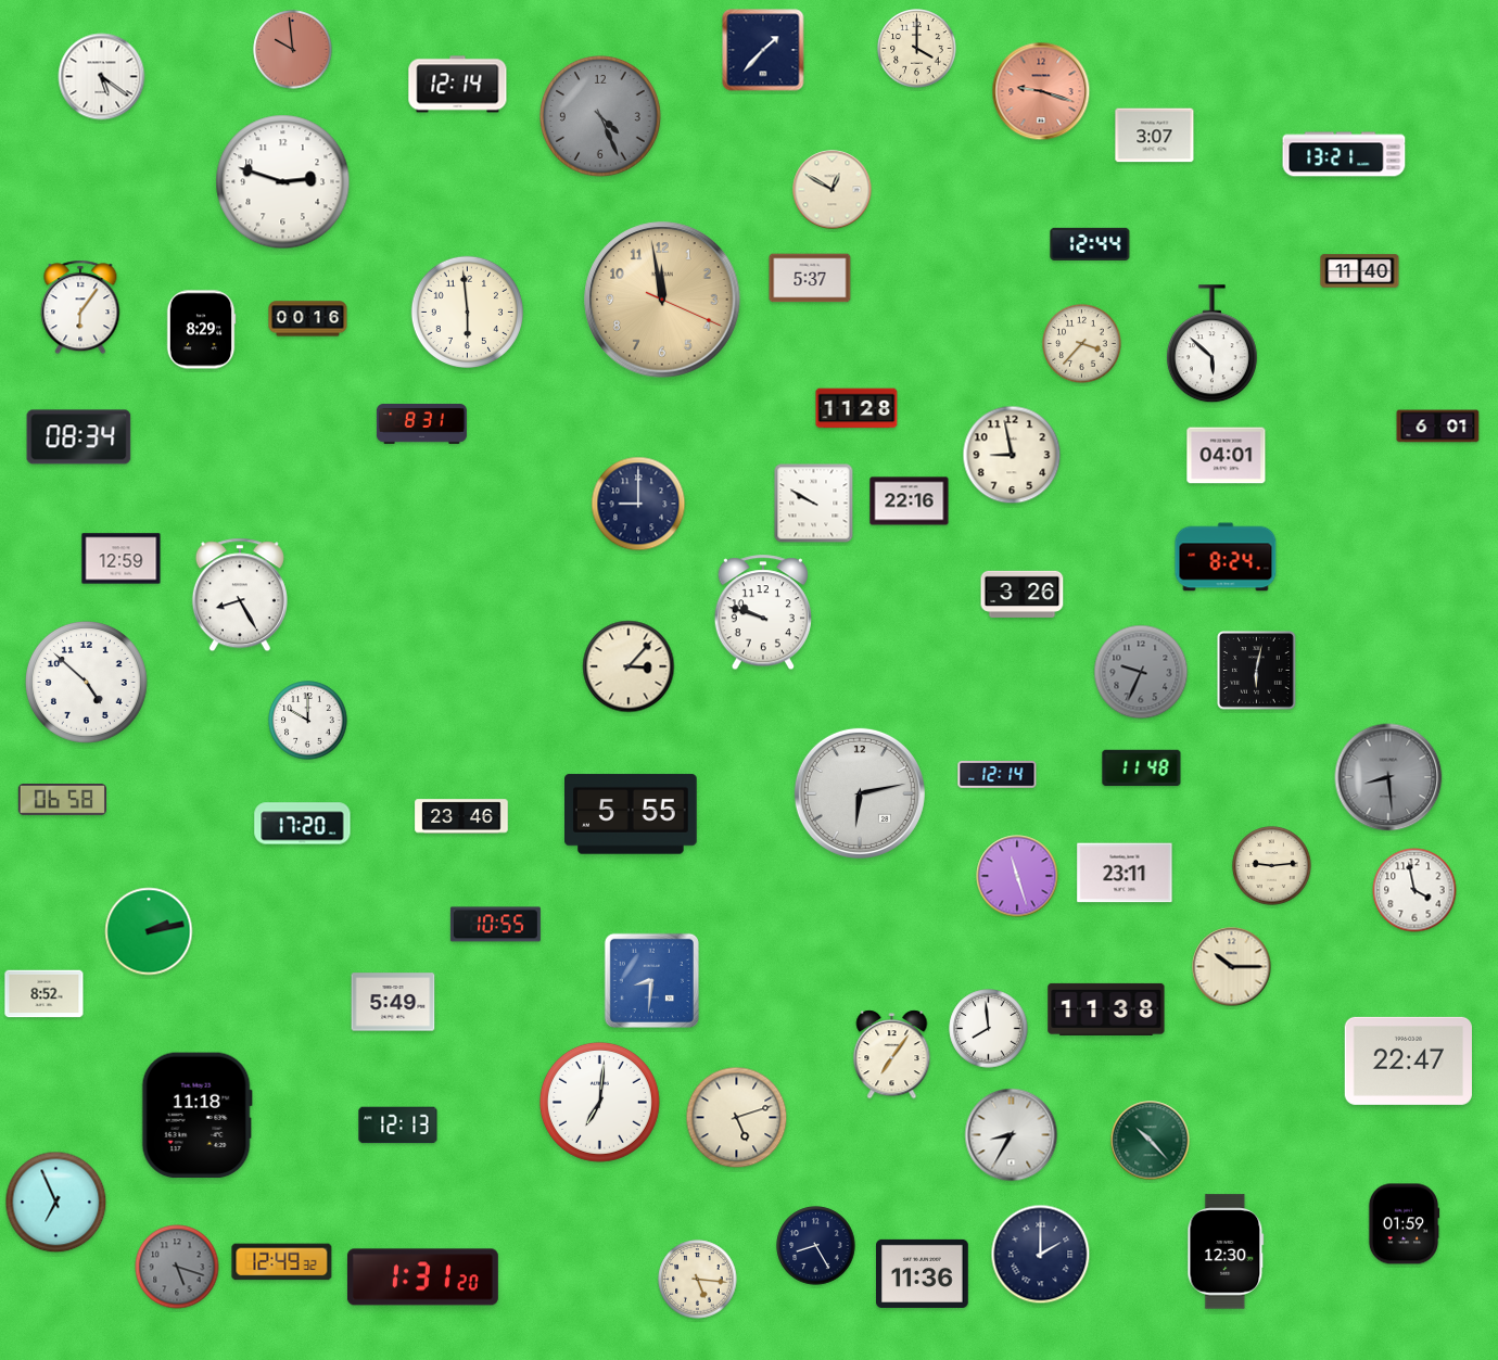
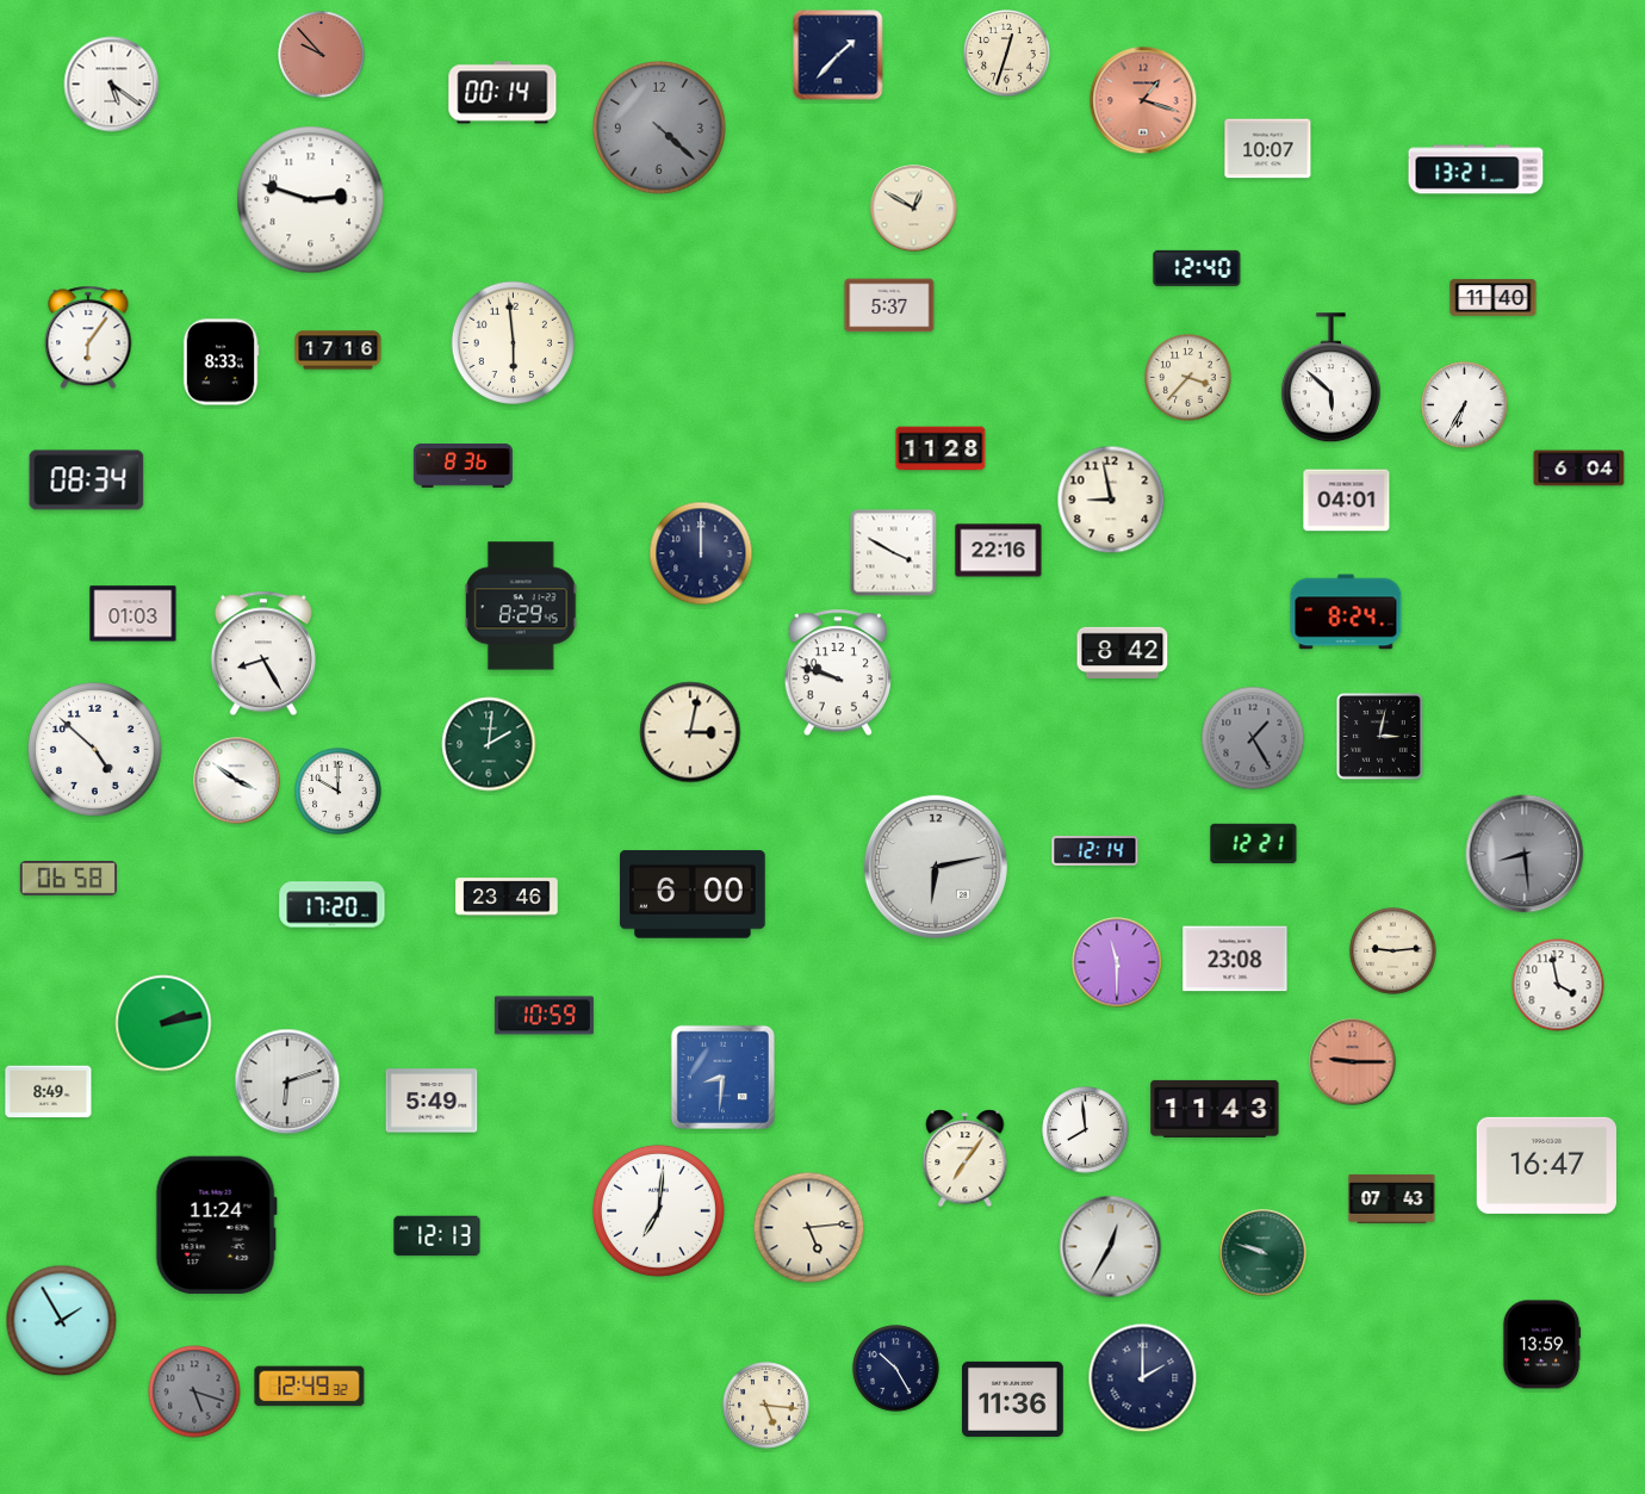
clock at (917, 49): 4:00 -> 12:33
clock at (293, 50): 9:59 -> 9:53
clock at (458, 85): 12:14 -> 00:14
clock at (1041, 91): 9:18 -> 1:18
clock at (600, 116): 4:26 -> 4:22
clock at (1155, 136): 3:07 -> 10:07
clock at (1090, 244): 12:44 -> 12:40
clock at (662, 300): 11:58 -> none
clock at (308, 319): 00:16 -> 17:16
clock at (201, 330): 8:29 -> 8:33
clock at (1465, 405): none -> 6:35
clock at (421, 424): 8:31 -> 8:36
clock at (1438, 427): 6:01 -> 6:04
clock at (638, 504): 9:00 -> 12:00
clock at (814, 504): 9:50 -> 3:50
clock at (522, 606): none -> 8:29
clock at (122, 559): 12:59 -> 01:03
clock at (1023, 594): 3:26 -> 8:42
clock at (629, 666): 3:07 -> 3:02
clock at (1257, 671): 6:02 -> 3:02
clock at (1141, 672): 9:34 -> 1:25
clock at (489, 744): none -> 2:01
clock at (237, 781): none -> 3:51
clock at (1142, 768): 11:48 -> 12:21
clock at (860, 793) position: (860, 793) -> (936, 867)
clock at (632, 814): 5:55 -> 6:00
clock at (1272, 866) position: (1272, 866) -> (1393, 951)
clock at (1125, 873): 23:11 -> 23:08
clock at (1017, 876): 11:27 -> 11:30
clock at (1414, 890) position: (1414, 890) -> (1558, 985)
clock at (495, 925): 10:55 -> 10:59
clock at (1232, 967): 10:15 -> 9:15
clock at (1232, 967) dial: cream -> salmon
clock at (651, 980) position: (651, 980) -> (722, 1077)
clock at (287, 1081): none -> 6:12
clock at (45, 994): 8:52 -> 8:49
clock at (1106, 1009): 11:38 -> 11:43
clock at (892, 1055) position: (892, 1055) -> (966, 1159)
clock at (1408, 1060): 22:47 -> 16:47
clock at (1392, 1198): none -> 07:43
clock at (196, 1116): 11:18 -> 11:24
clock at (737, 1118): 5:12 -> 5:14
clock at (1012, 1135): 8:35 -> 12:35
clock at (1151, 1141): 10:23 -> 9:48
clock at (56, 1203): 6:56 -> 1:55
clock at (1404, 1224): 01:59 -> 13:59
clock at (816, 1246): 8:25 -> 10:25
clock at (1226, 1251): 12:30 -> none
clock at (422, 1278): 1:31 -> none
